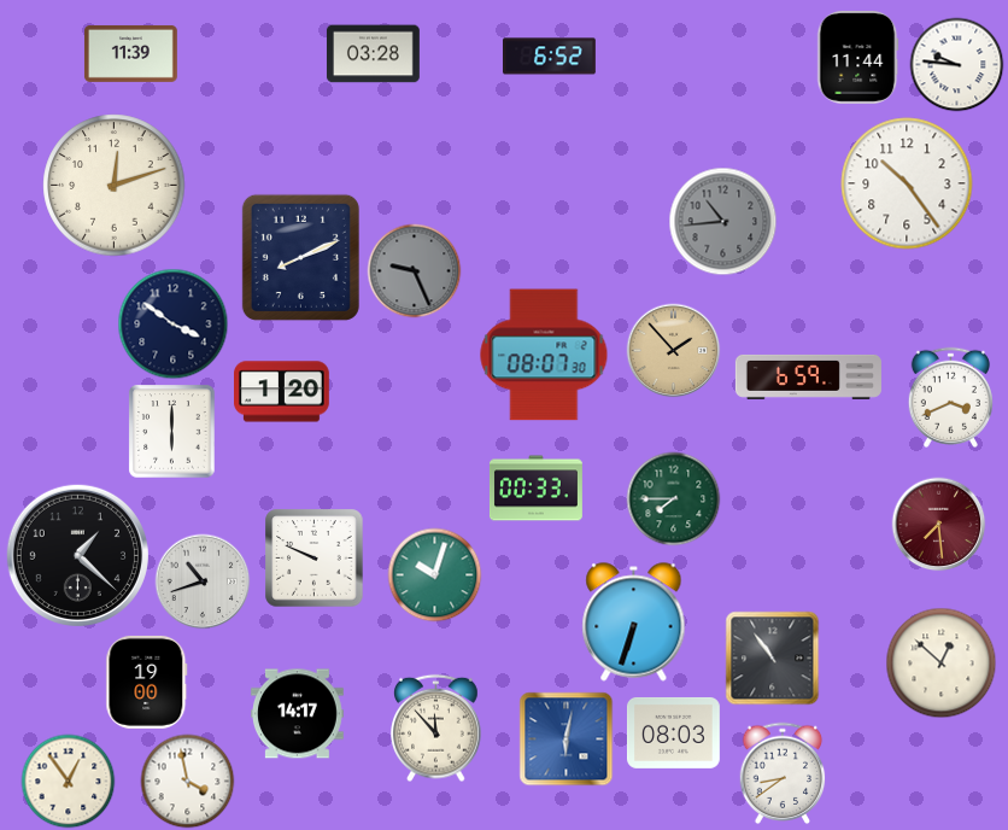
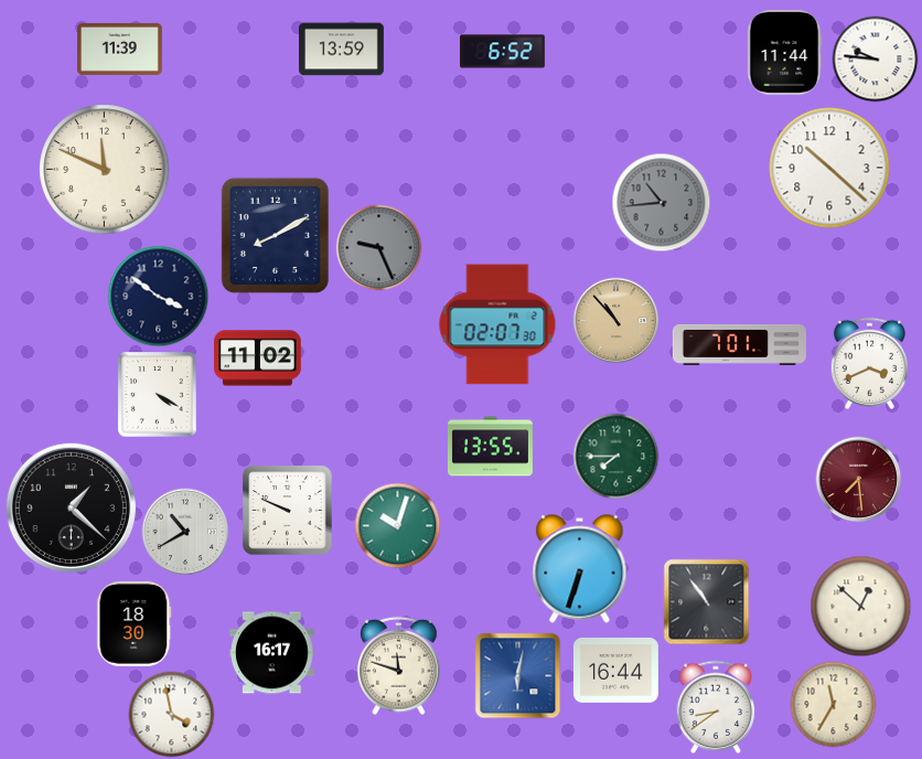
clock at (373, 54): 03:28 -> 13:59
clock at (907, 183): 10:24 -> 10:22
clock at (115, 186): 12:12 -> 11:49
clock at (300, 257): 8:11 -> 8:10
clock at (673, 350): 1:53 -> 10:53
clock at (544, 355): 08:07 -> 02:07
clock at (808, 376): 6:59 -> 7:01
clock at (282, 392): 1:20 -> 11:02
clock at (172, 431): 6:00 -> 4:20
clock at (537, 489): 00:33 -> 13:55
clock at (203, 581): 10:42 -> 10:40
clock at (147, 682): 19:00 -> 18:30
clock at (297, 714): 14:17 -> 16:17
clock at (436, 727): 11:53 -> 11:48
clock at (673, 732): 08:03 -> 16:44
clock at (833, 704): none -> 11:35
clock at (68, 781): 12:54 -> none
